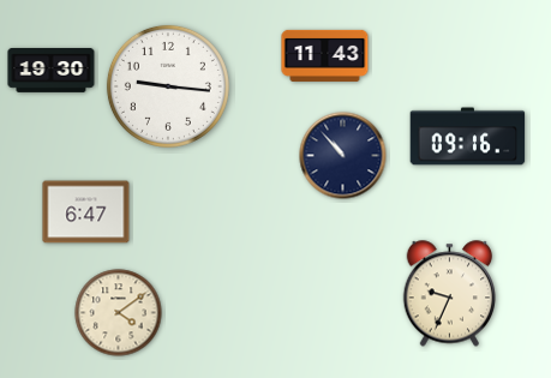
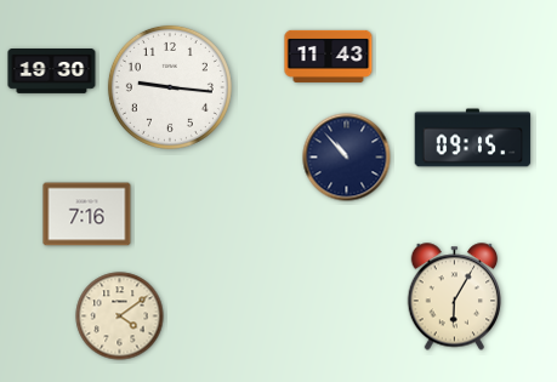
clock at (468, 137): 09:16 -> 09:15
clock at (86, 212): 6:47 -> 7:16
clock at (450, 294): 9:34 -> 6:05
